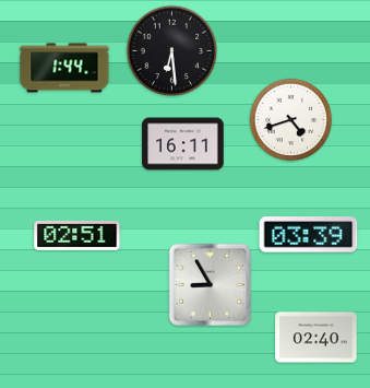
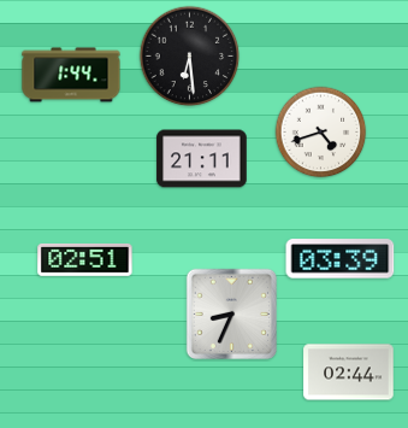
clock at (183, 144): 16:11 -> 21:11
clock at (210, 284): 8:55 -> 8:34
clock at (317, 338): 02:40 -> 02:44
